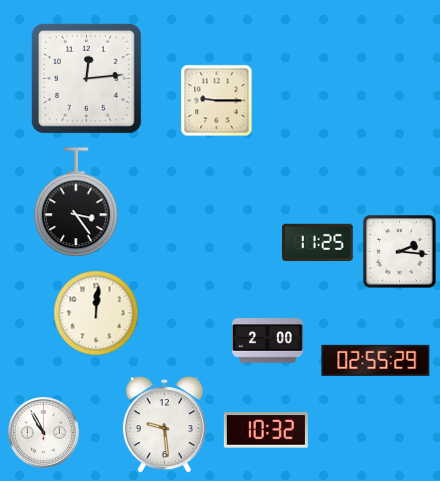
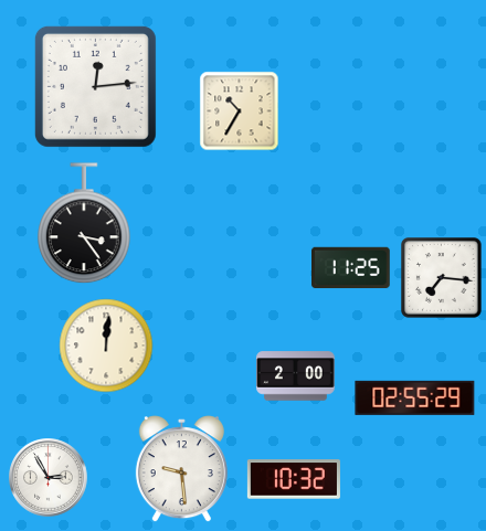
clock at (217, 101): 9:15 -> 10:35
clock at (400, 252): 2:16 -> 7:16
clock at (266, 430) position: (266, 430) -> (294, 479)
clock at (44, 433): 10:55 -> 2:55
